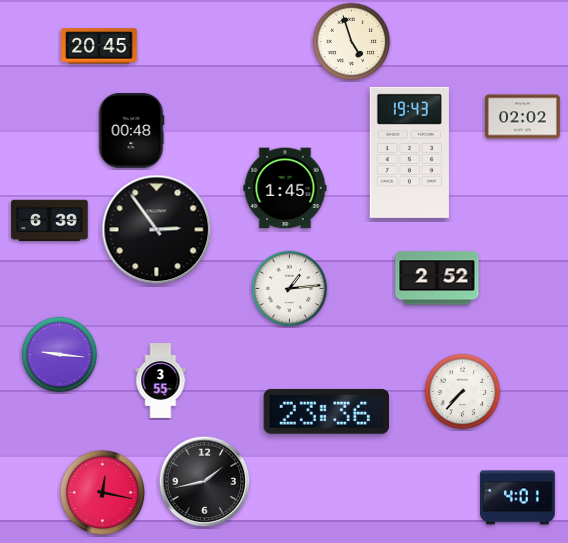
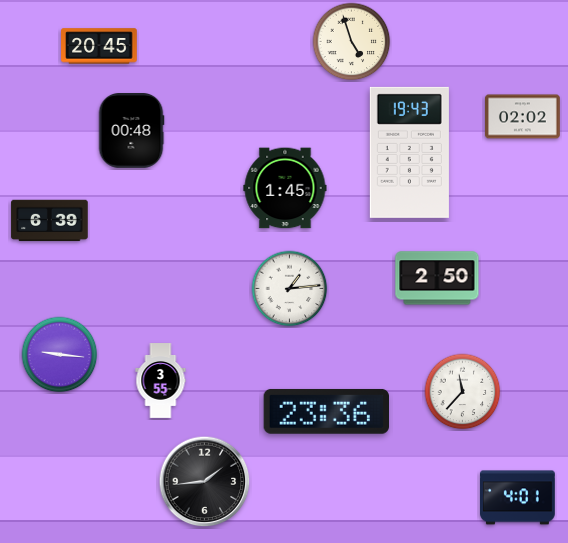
clock at (157, 230): 2:54 -> none
clock at (437, 278): 2:52 -> 2:50
clock at (463, 392): 7:37 -> 11:37
clock at (205, 482): 1:43 -> 1:44
clock at (103, 493): 12:17 -> none
